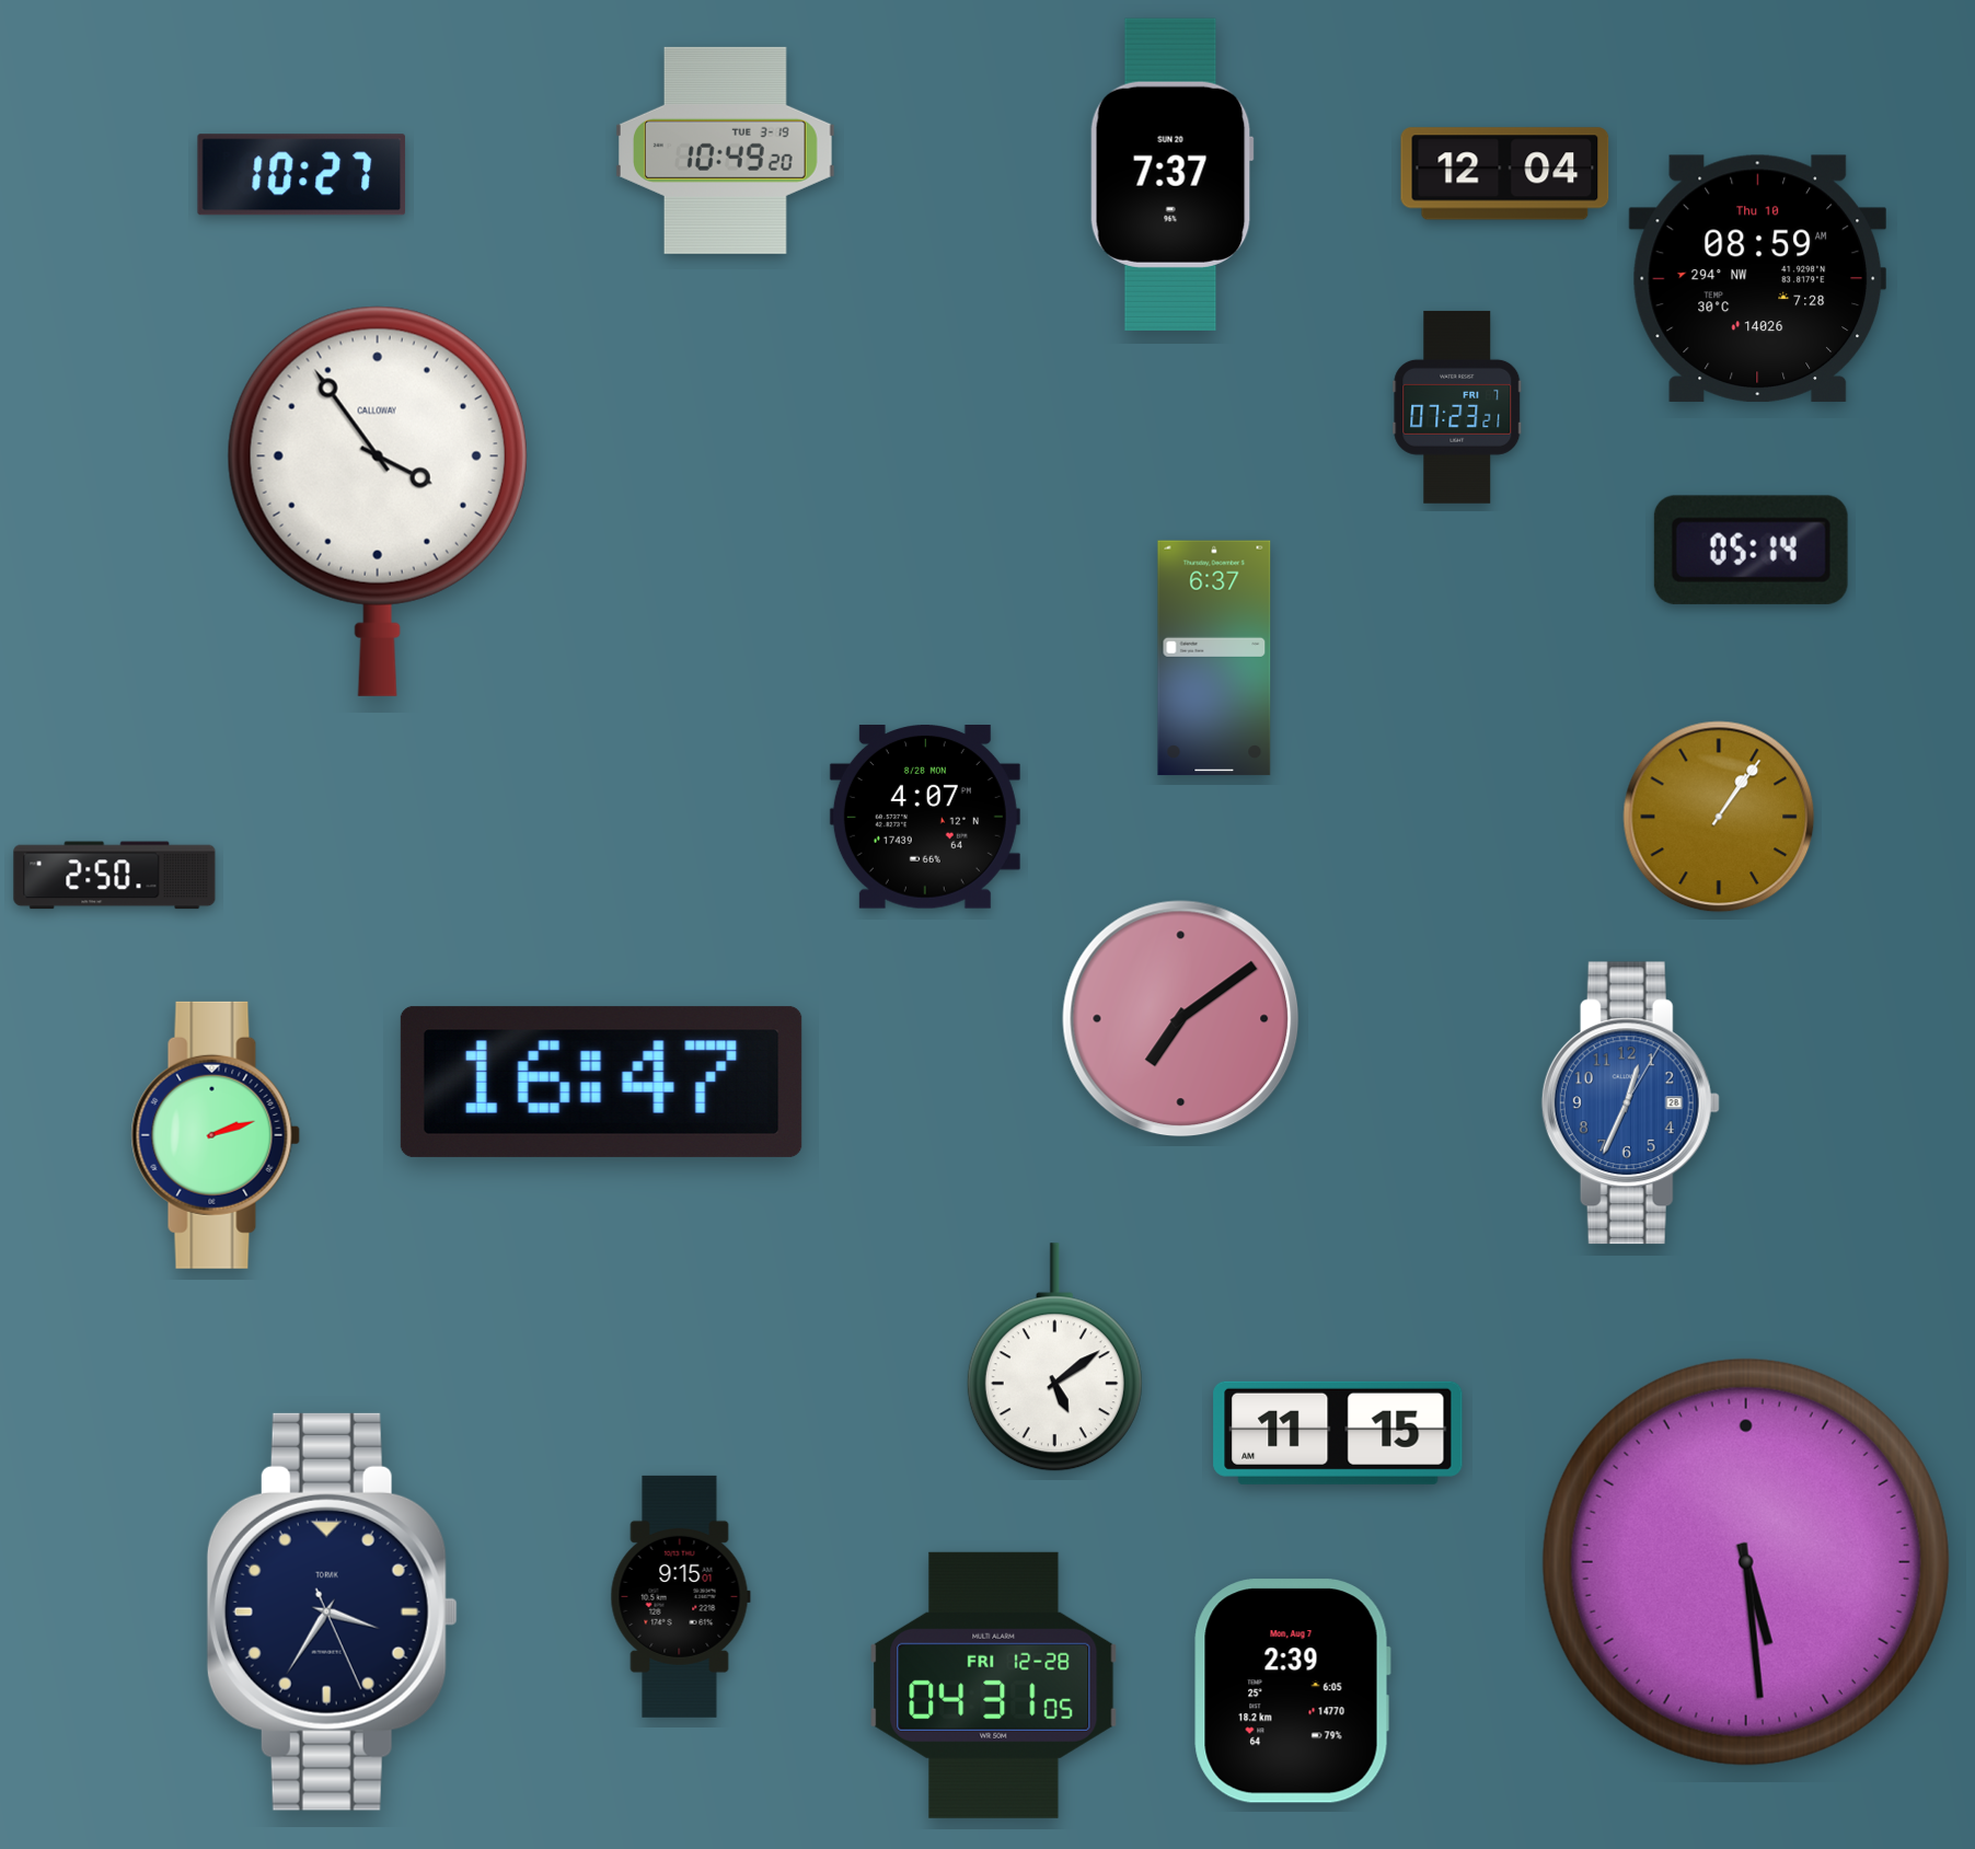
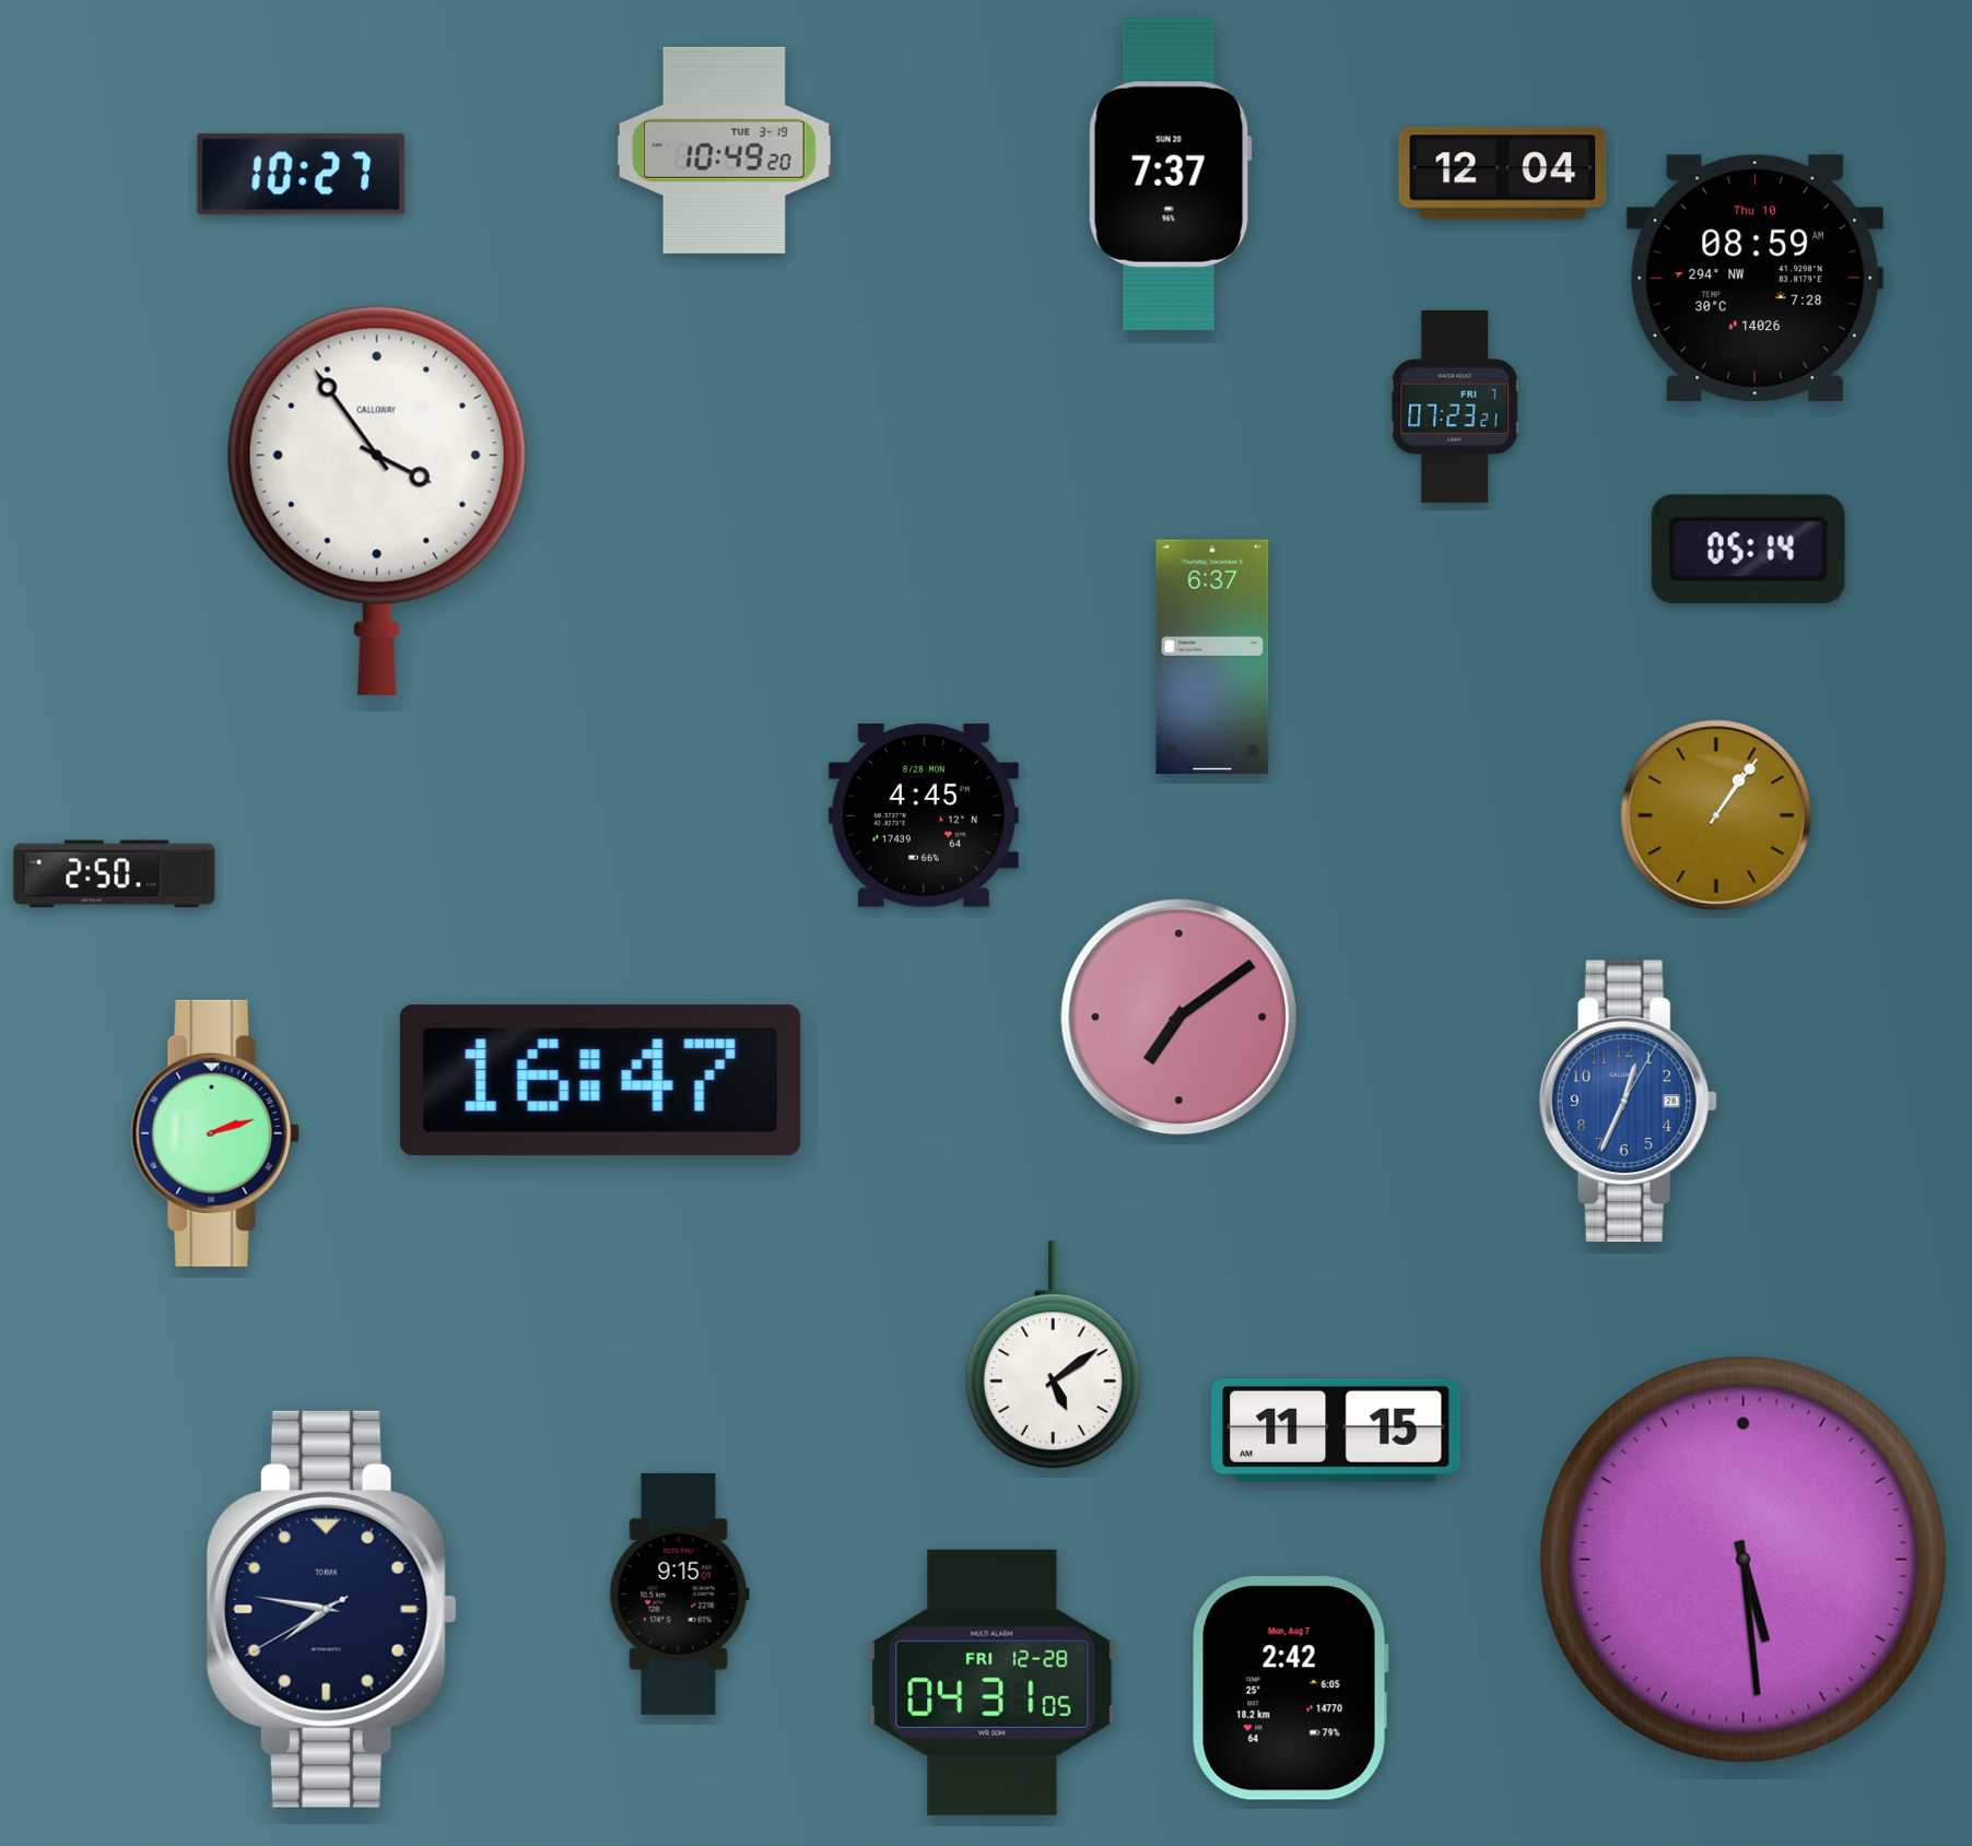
clock at (925, 818): 4:07 -> 4:45
clock at (332, 1611): 3:35 -> 7:46
clock at (1292, 1691): 2:39 -> 2:42
